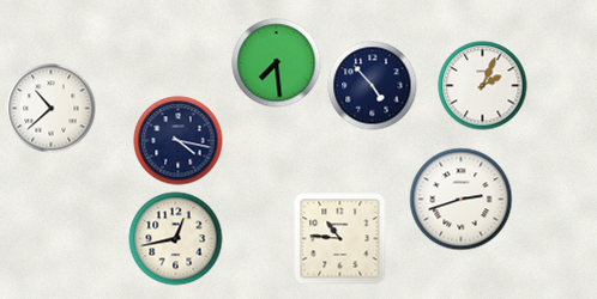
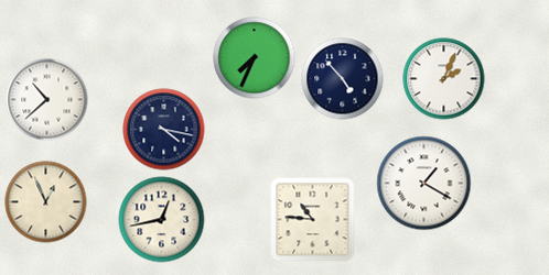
clock at (277, 63): 7:29 -> 7:34
clock at (462, 200): 2:42 -> 1:20
clock at (46, 202): none -> 12:56
